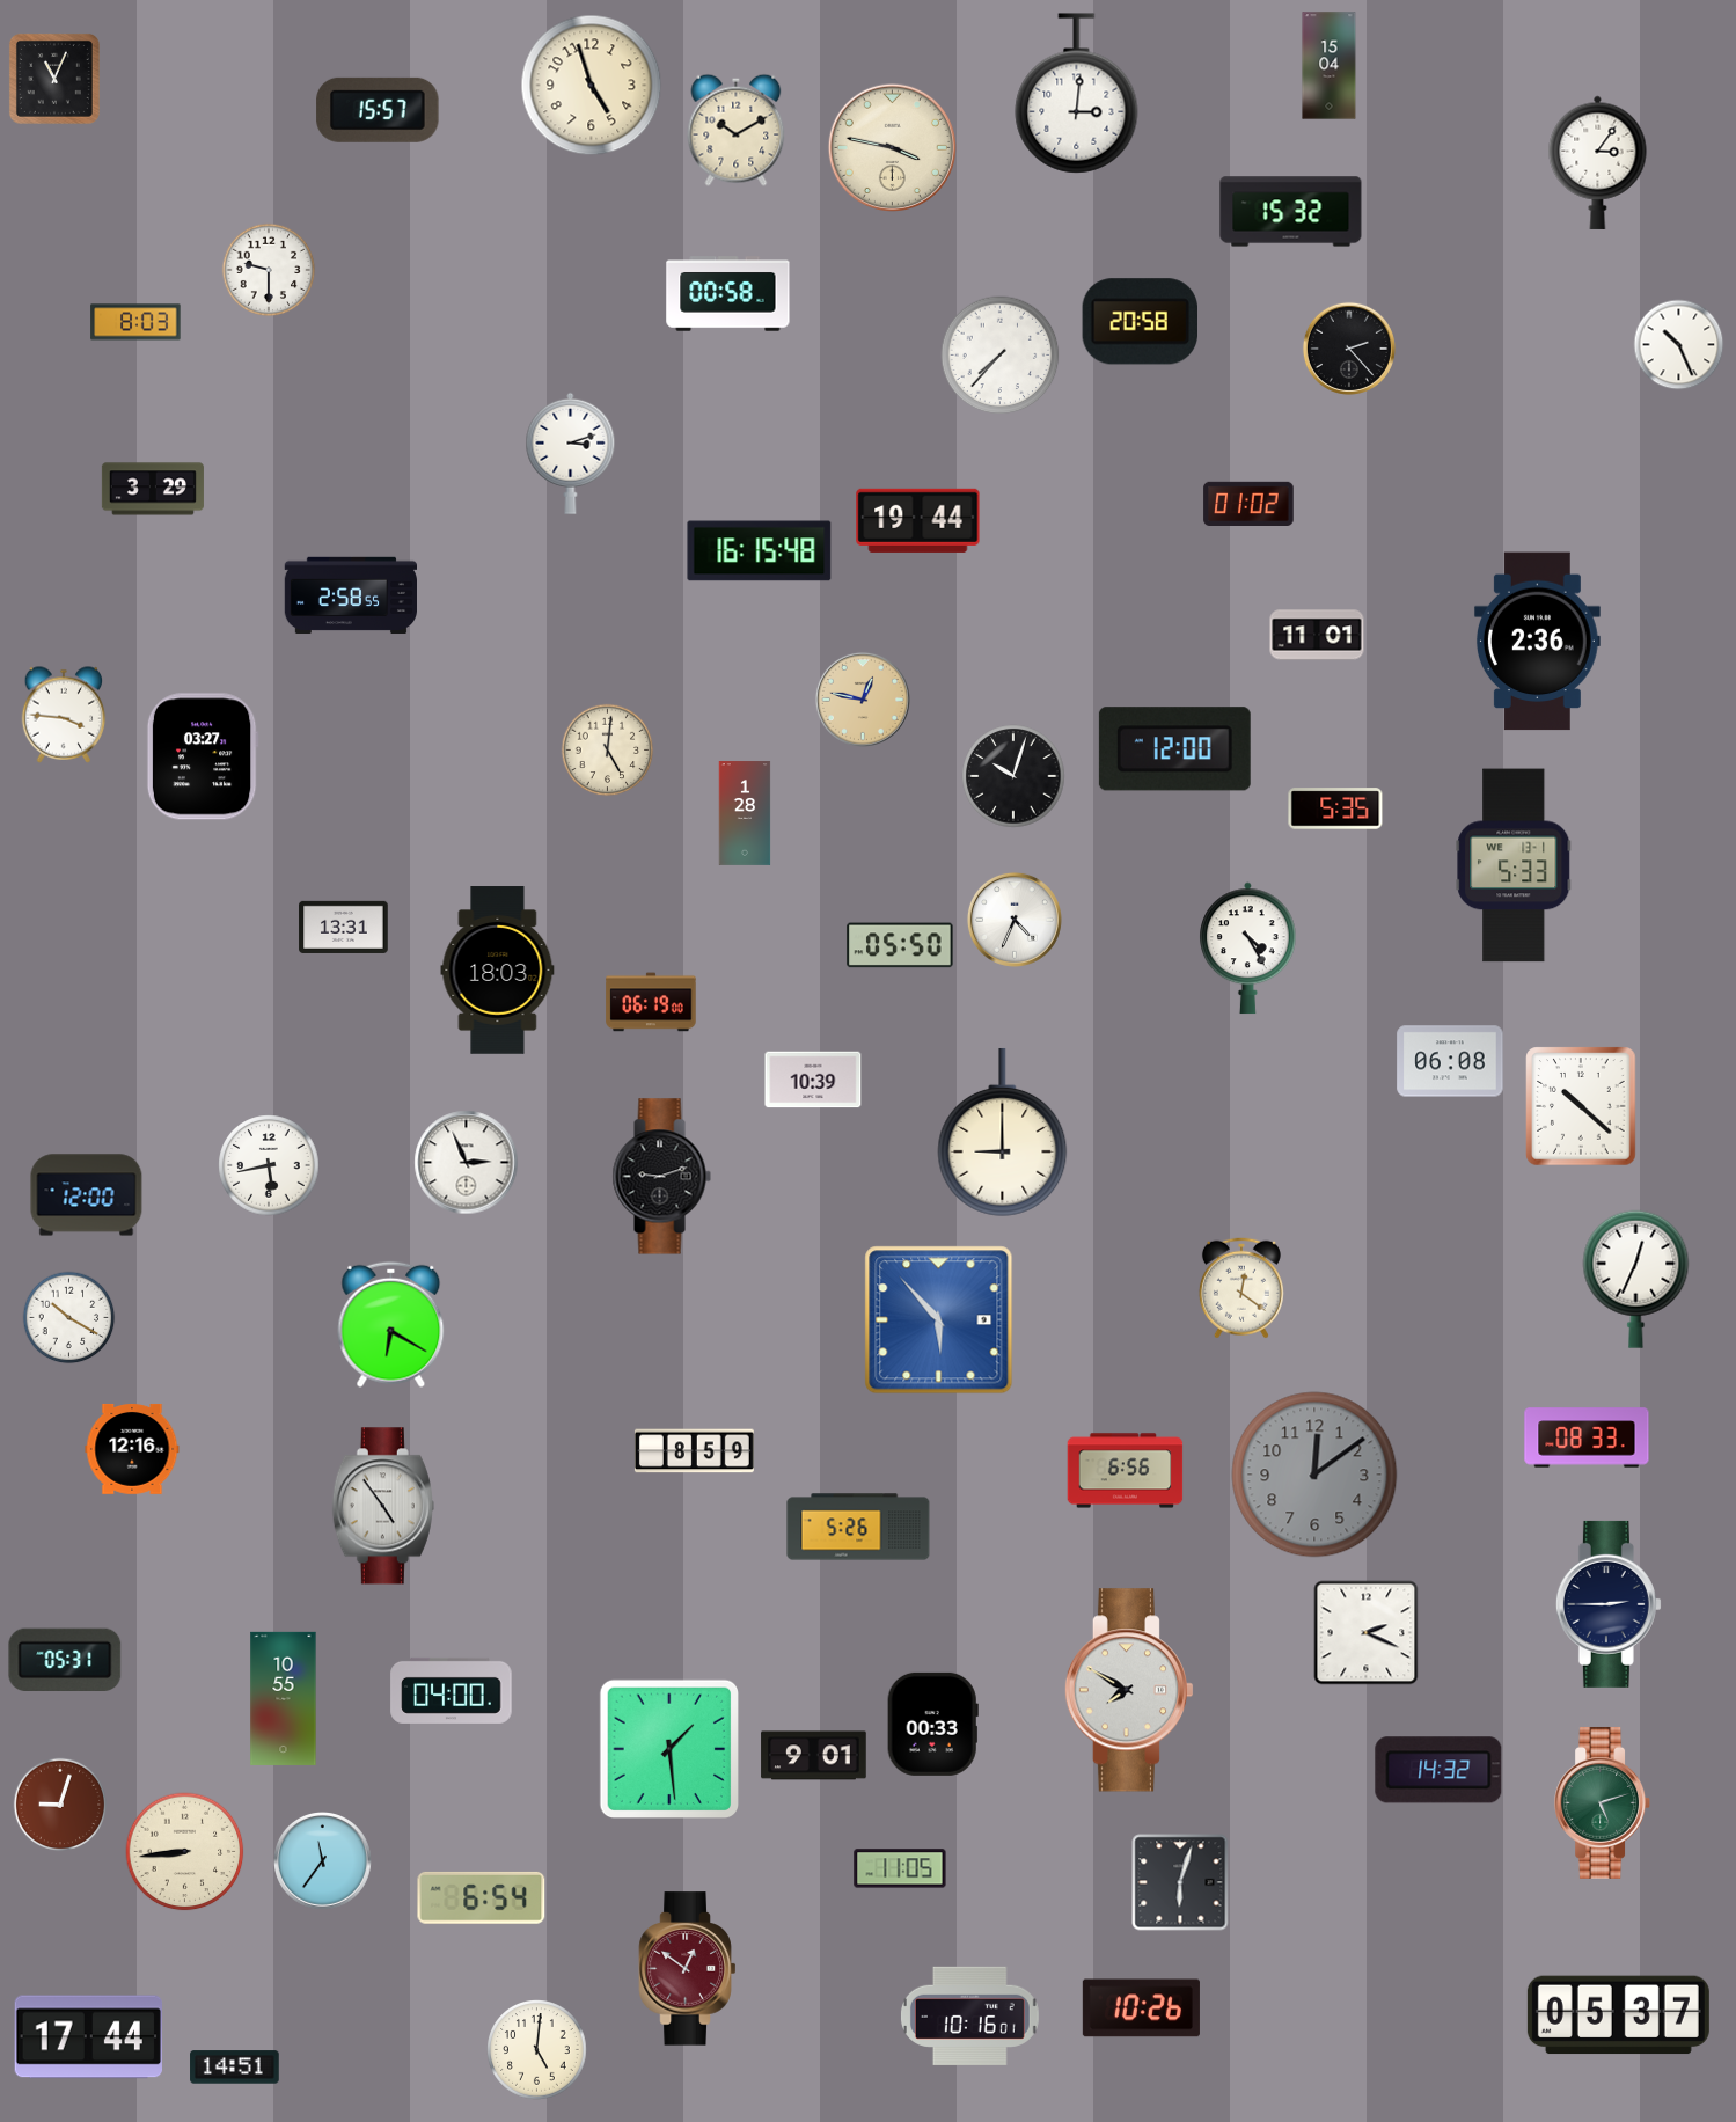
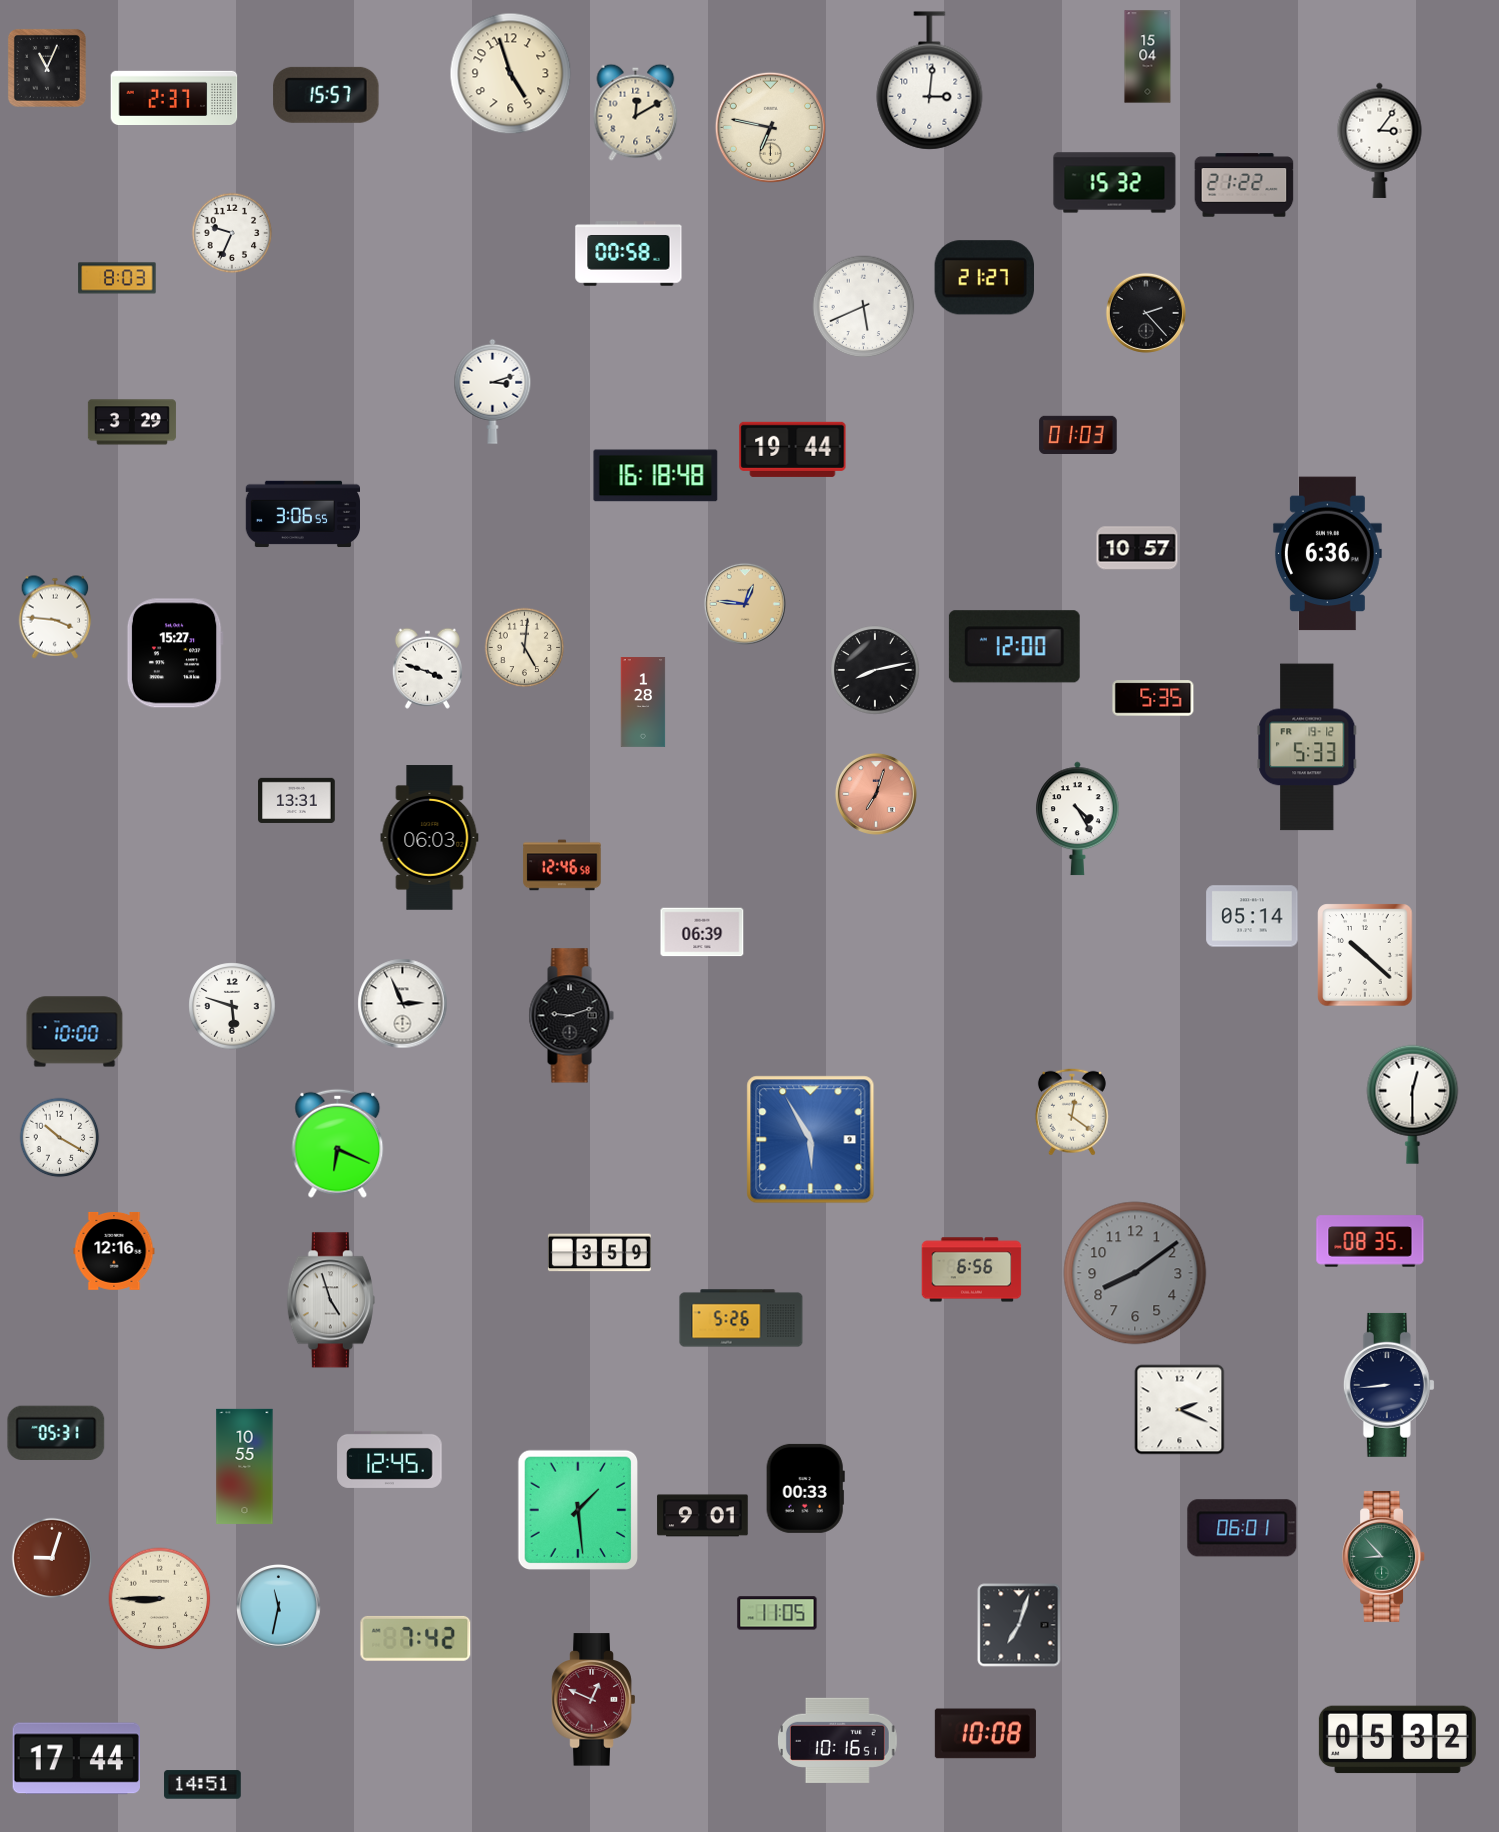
clock at (174, 97): none -> 2:37
clock at (737, 130): 10:10 -> 12:10
clock at (892, 147): 3:47 -> 6:47
clock at (1244, 185): none -> 21:22
clock at (269, 270): 9:30 -> 9:34
clock at (1140, 322): 20:58 -> 21:27
clock at (1679, 345): 10:26 -> none
clock at (1349, 349) position: (1349, 349) -> (1146, 313)
clock at (1001, 356): 7:37 -> 5:41
clock at (1248, 503): 01:02 -> 01:03
clock at (760, 551): 16:15 -> 16:18
clock at (350, 595): 2:58 -> 3:06
clock at (1317, 635): 11:01 -> 10:57
clock at (1537, 642): 2:36 -> 6:36
clock at (863, 700): 12:47 -> 12:46
clock at (203, 756): 03:27 -> 15:27
clock at (427, 668): none -> 3:48
clock at (1013, 776): 10:03 -> 8:13
clock at (1514, 865) date: WE 13-1 -> FR 19-12
clock at (1015, 920): 4:34 -> 7:03
clock at (1015, 920) dial: white -> salmon
clock at (900, 945): 05:50 -> none
clock at (498, 971): 18:03 -> 06:03
clock at (651, 1002): 06:19 -> 12:46
clock at (1450, 1061): 06:08 -> 05:14
clock at (813, 1080): 10:39 -> 06:39
clock at (1003, 1132): 9:00 -> none
clock at (269, 1165): 5:43 -> 5:48
clock at (87, 1195): 12:00 -> 10:00
clock at (1636, 1279): 12:34 -> 12:30
clock at (939, 1320): 5:53 -> 5:55
clock at (391, 1324): 6:20 -> 6:19
clock at (1587, 1437): 08:33 -> 08:35
clock at (694, 1451): 8:59 -> 3:59
clock at (1314, 1475): 12:09 -> 8:09
clock at (383, 1506): 4:54 -> 4:57
clock at (1609, 1604): 2:45 -> 8:44
clock at (452, 1690): 04:00 -> 12:45
clock at (1129, 1690): 7:50 -> none
clock at (1438, 1770): 14:32 -> 06:01
clock at (1602, 1802): 5:12 -> 8:53
clock at (185, 1852): 8:44 -> 8:45
clock at (323, 1861): 11:36 -> 11:32
clock at (1180, 1882): 6:03 -> 7:03
clock at (482, 1897): 6:54 -> 7:42
clock at (688, 1969): 12:51 -> 12:49
clock at (1141, 2008): 10:26 -> 10:08
clock at (969, 2015): 10:16:01 -> 10:16:51
clock at (1618, 2015): 05:37 -> 05:32
clock at (537, 2050): 5:01 -> none
